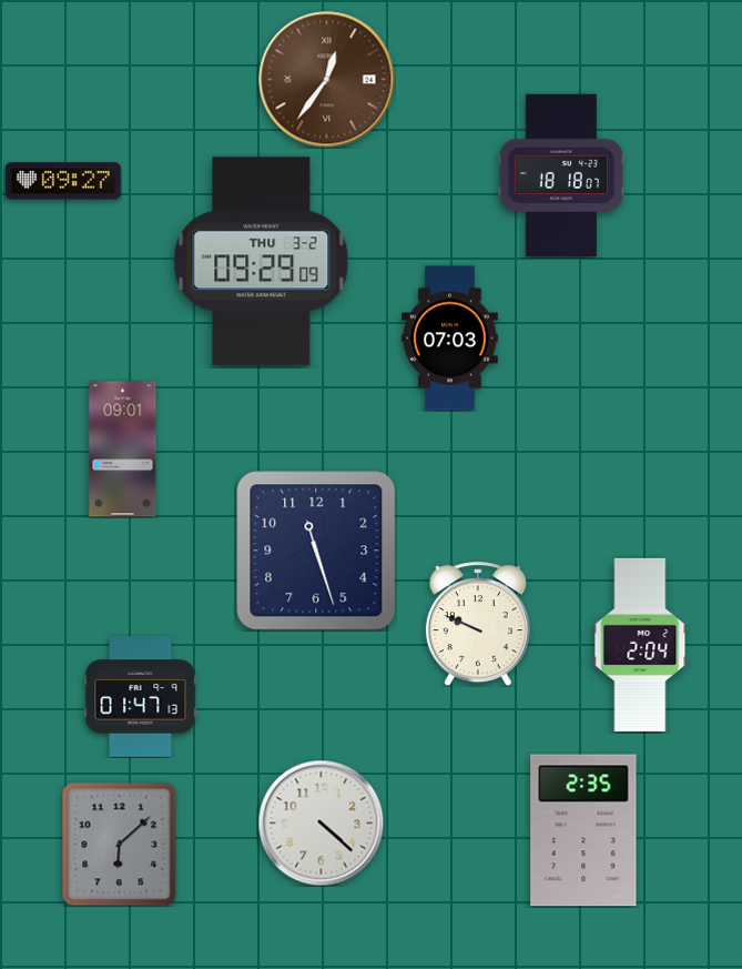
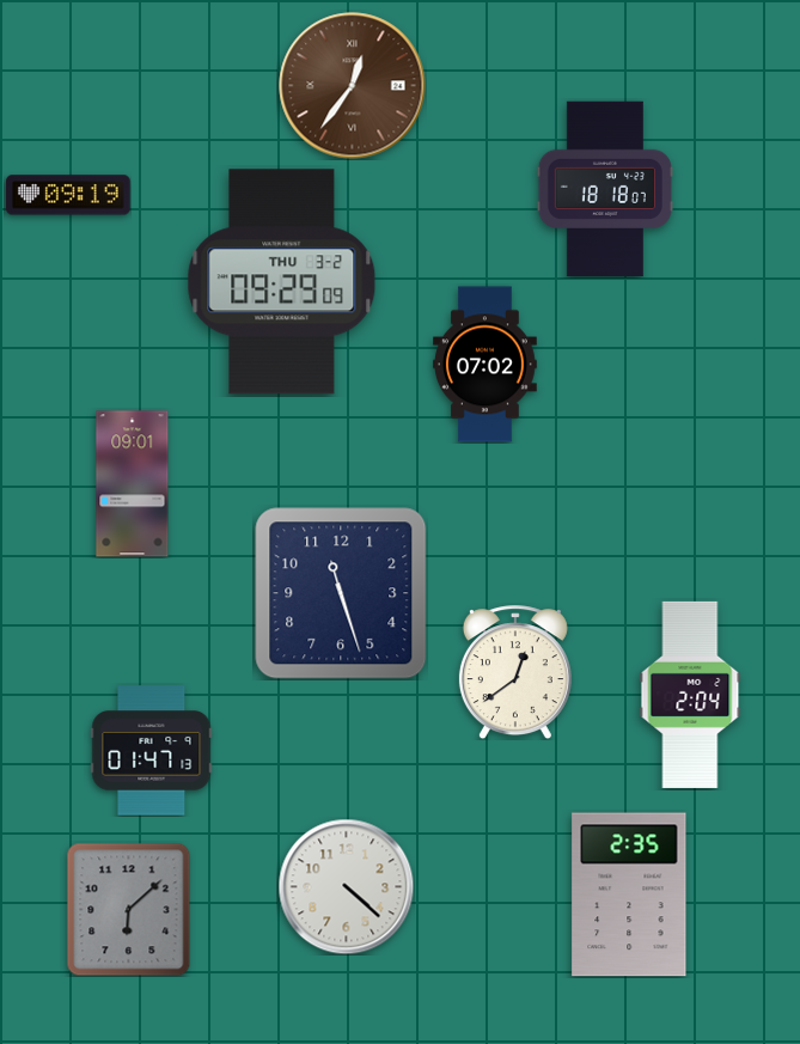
clock at (63, 181): 09:27 -> 09:19
clock at (450, 339): 07:03 -> 07:02
clock at (478, 624): 9:49 -> 12:39
